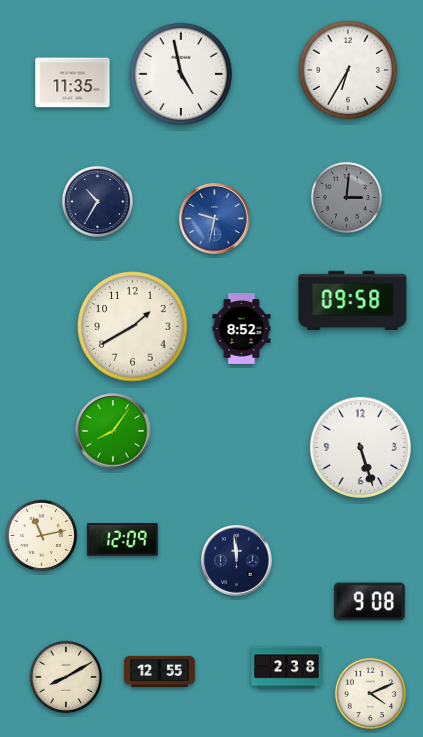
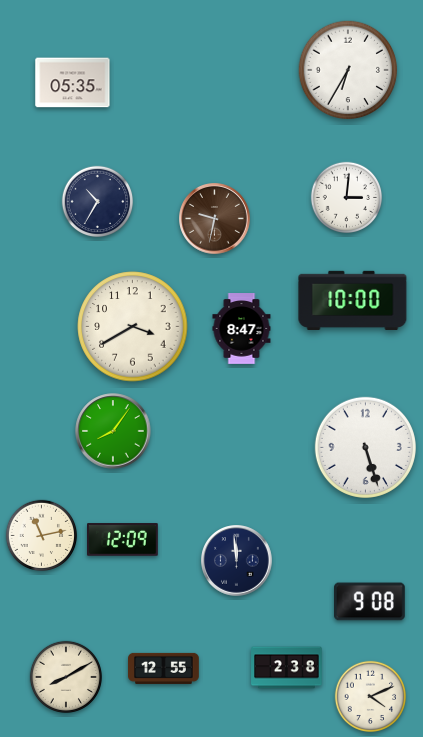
clock at (181, 74): 4:58 -> none
clock at (73, 83): 11:35 -> 05:35
clock at (347, 198) dial: grey -> white
clock at (215, 219) dial: blue -> brown
clock at (353, 300): 09:58 -> 10:00
clock at (133, 327): 1:40 -> 3:40
clock at (242, 329): 8:52 -> 8:47
clock at (360, 447) position: (360, 447) -> (365, 447)
clock at (160, 671) position: (160, 671) -> (164, 668)
clock at (371, 694) position: (371, 694) -> (371, 697)
